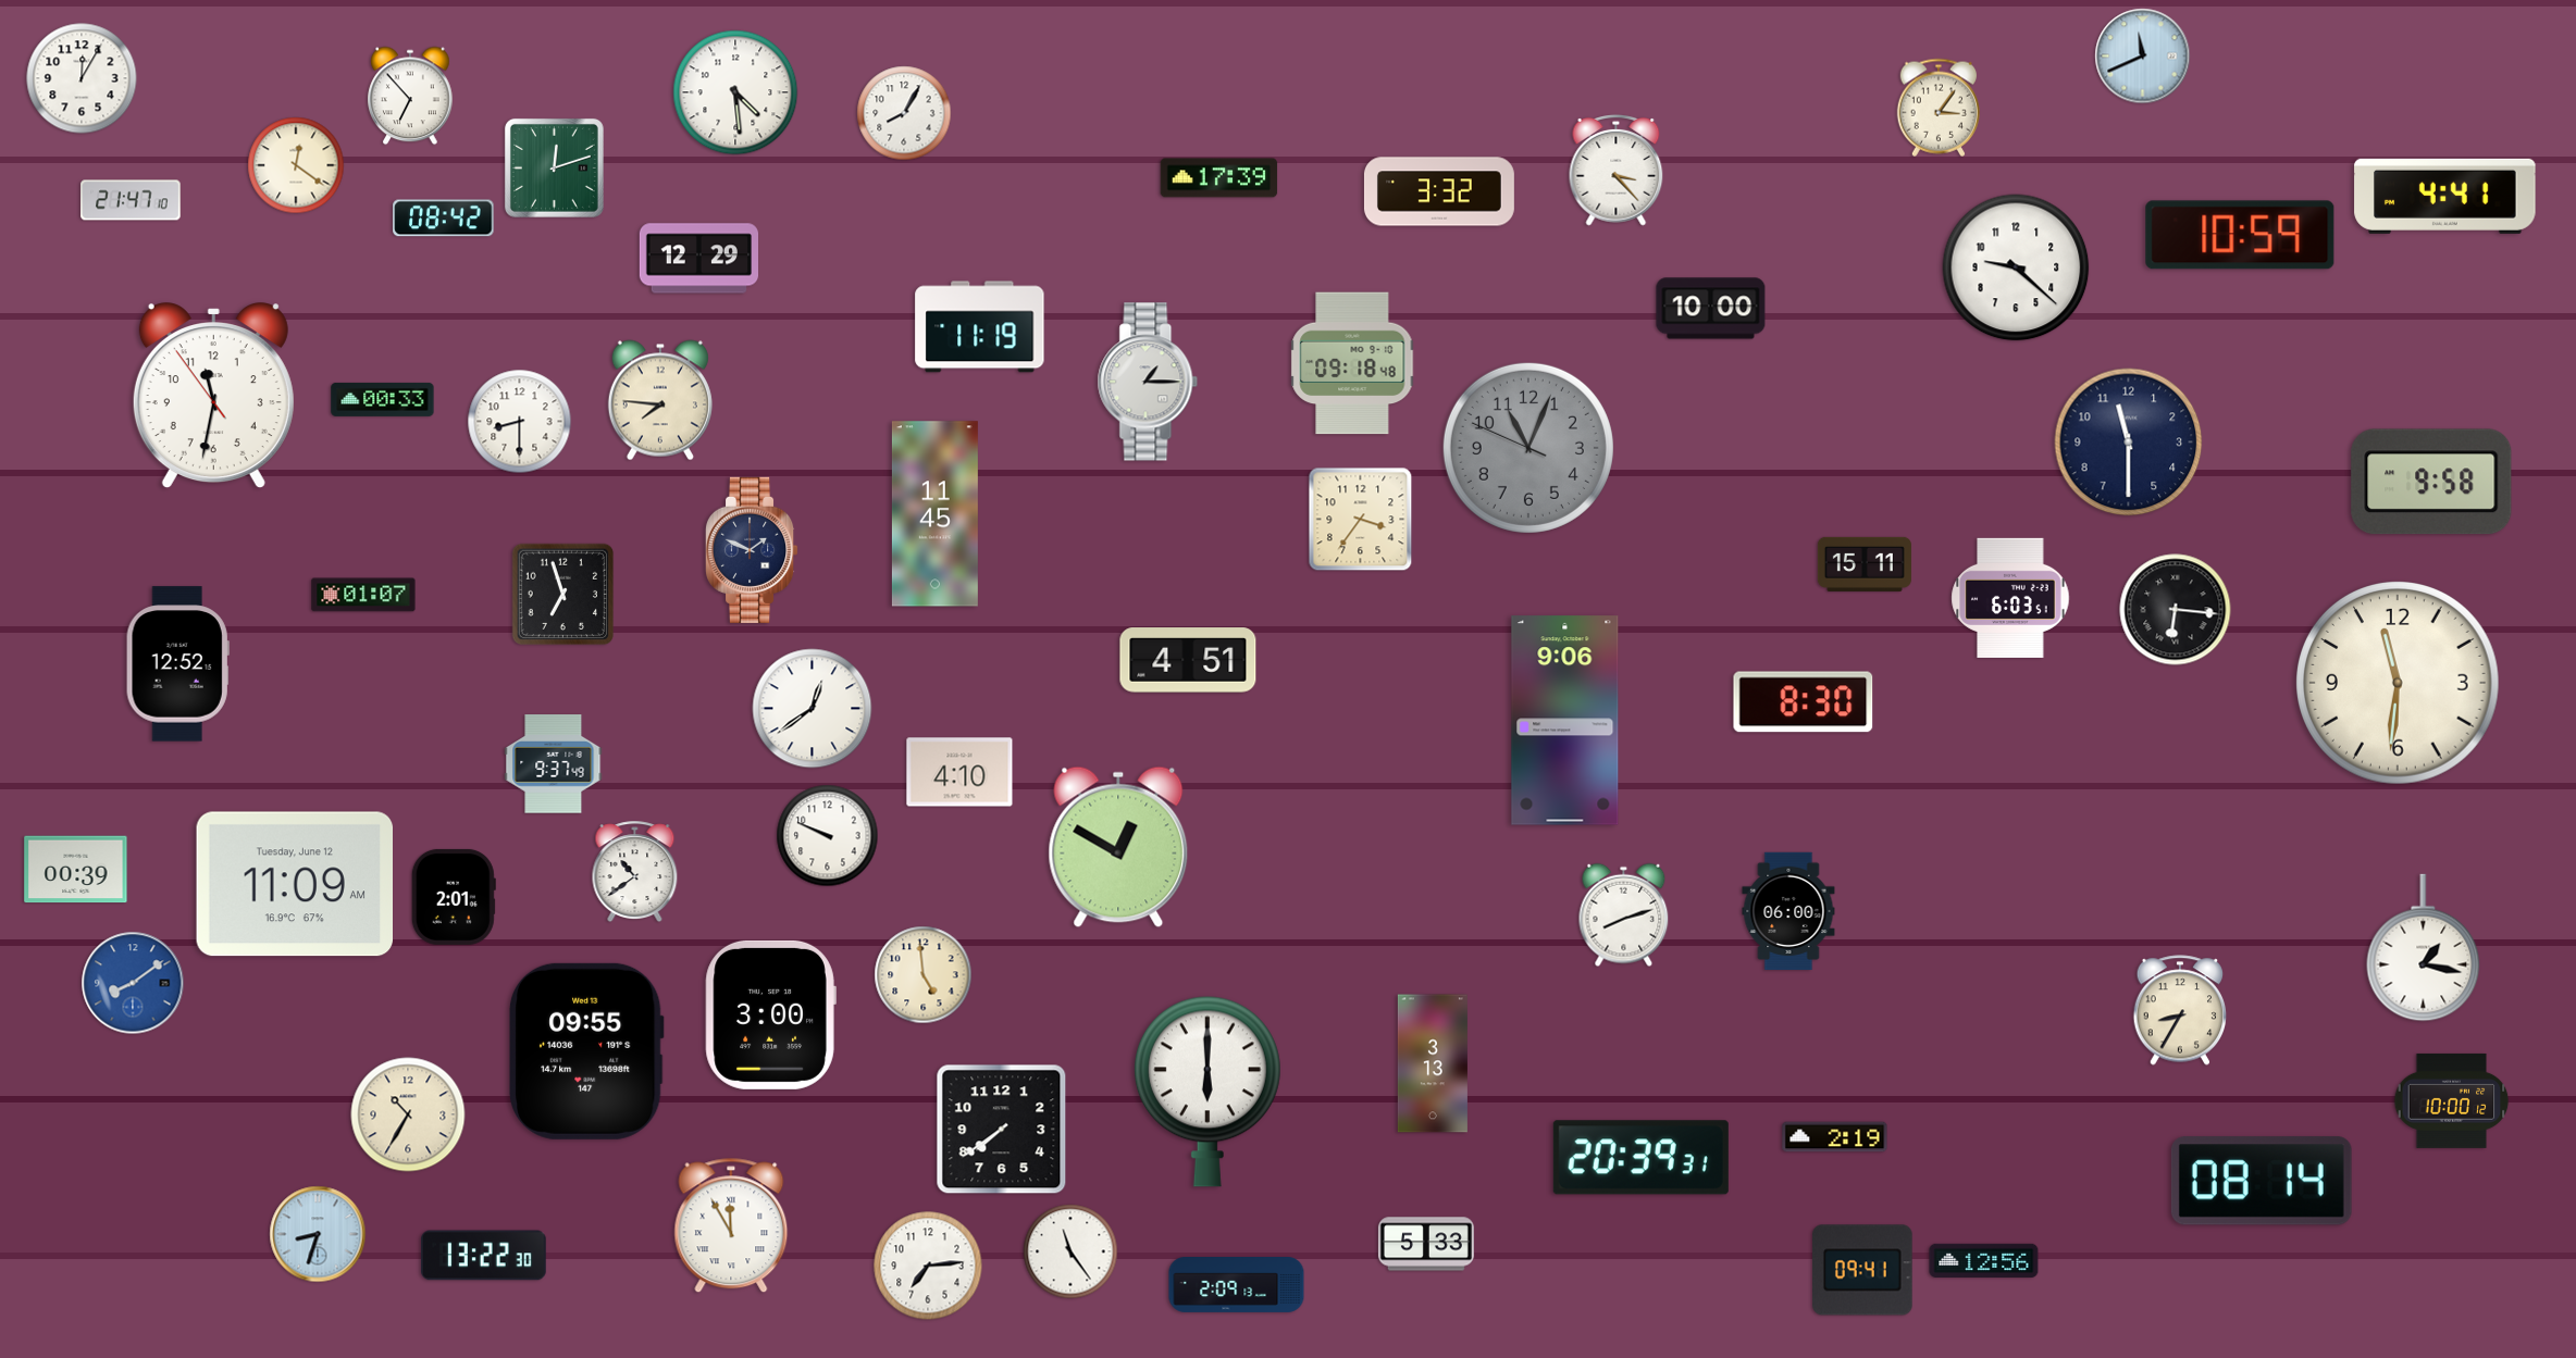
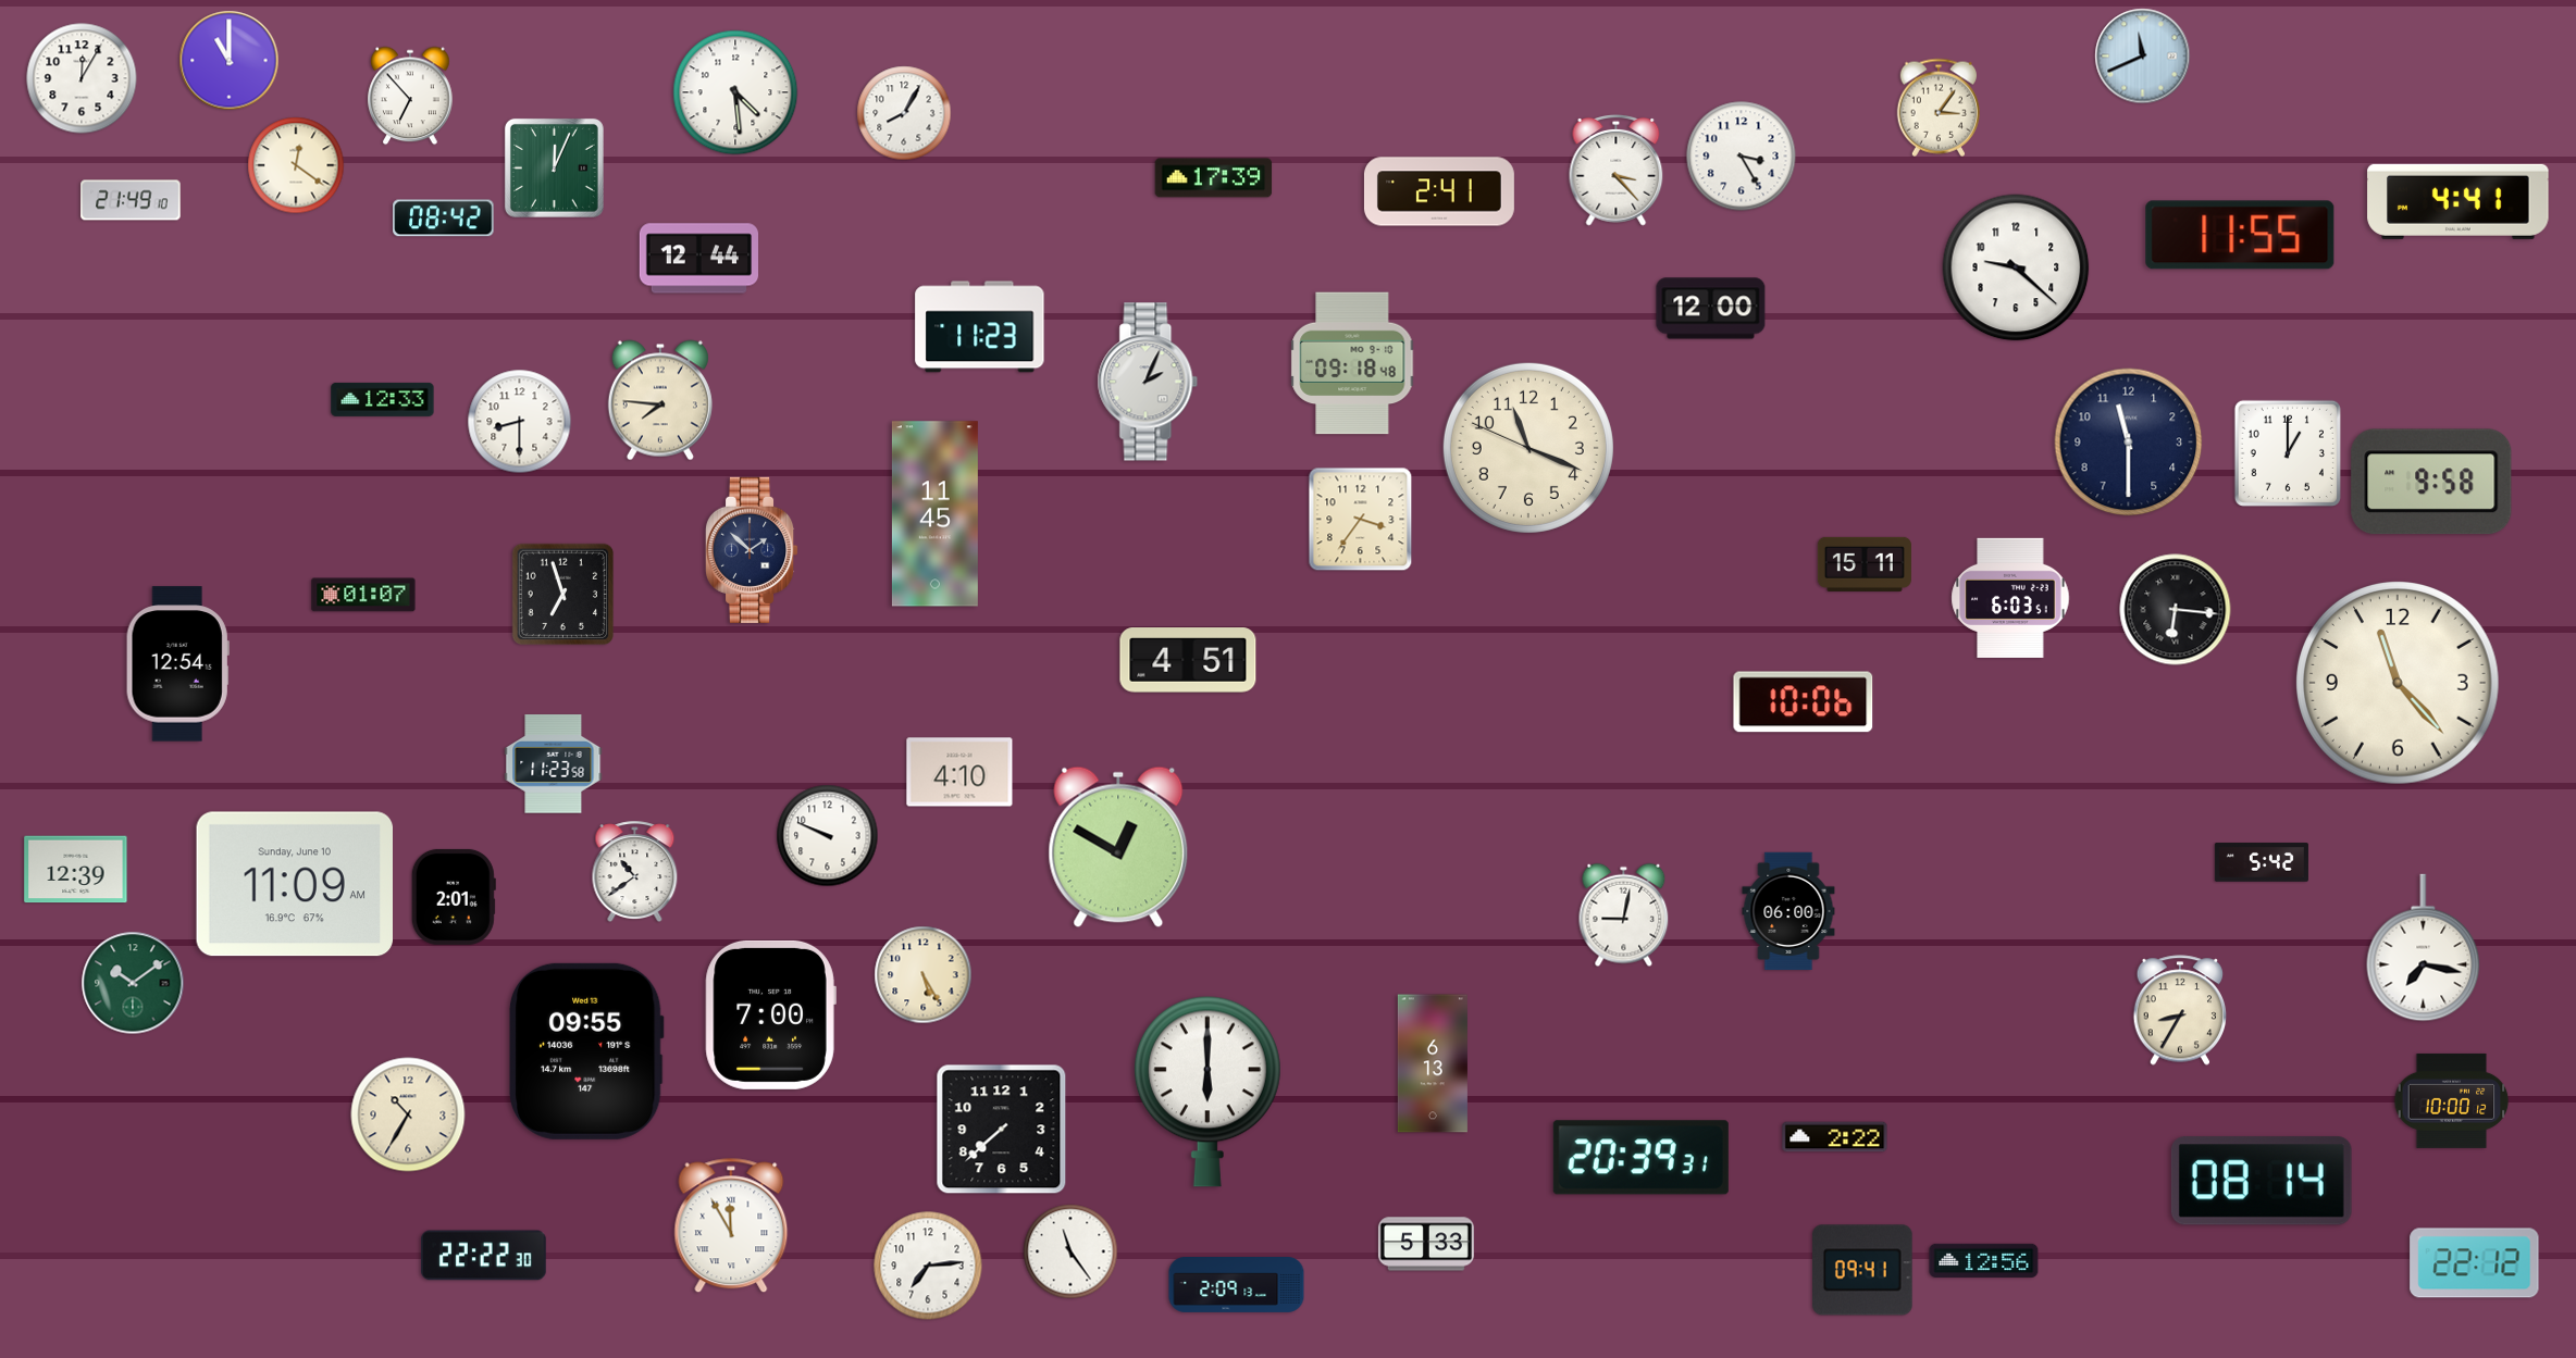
clock at (230, 61): none -> 11:00
clock at (1742, 157): none -> 3:25
clock at (554, 167): 12:12 -> 12:04
clock at (1219, 178) position: (1219, 178) -> (1214, 178)
clock at (1439, 191): 3:32 -> 2:41
clock at (2445, 196) position: (2445, 196) -> (2459, 201)
clock at (131, 200): 21:47 -> 21:49
clock at (2240, 235): 10:59 -> 11:55
clock at (698, 259): 12:29 -> 12:44
clock at (1711, 309): 10:00 -> 12:00
clock at (980, 327): 11:19 -> 11:23
clock at (1148, 382): 1:15 -> 2:04
clock at (213, 396): 11:31 -> none
clock at (383, 399): 00:33 -> 12:33
clock at (1528, 448): 11:03 -> 11:18
clock at (1528, 448) dial: grey -> cream
clock at (2288, 453): none -> 1:00
clock at (752, 550): 1:49 -> 1:52
clock at (177, 664): 12:52 -> 12:54
clock at (2399, 684): 11:31 -> 11:23
clock at (1804, 702): 8:30 -> 10:06
clock at (813, 709): 12:39 -> none
clock at (1565, 721): 9:06 -> none
clock at (554, 764): 9:37 -> 11:23
clock at (2262, 862): none -> 5:42
clock at (76, 870): 00:39 -> 12:39
clock at (294, 884) date: Tuesday, June 12 -> Sunday, June 10
clock at (1624, 915): 8:12 -> 9:02
clock at (2424, 948): 1:17 -> 7:17
clock at (924, 975): 4:59 -> 5:25
clock at (133, 983): 8:09 -> 10:09
clock at (133, 983) dial: blue -> green
clock at (770, 1014): 3:00 -> 7:00
clock at (1433, 1063): 3:13 -> 6:13
clock at (1002, 1130): 7:39 -> 7:38
clock at (1835, 1137): 2:19 -> 2:22
clock at (318, 1234): 8:33 -> none
clock at (483, 1256): 13:22 -> 22:22
clock at (2475, 1263): none -> 22:12
